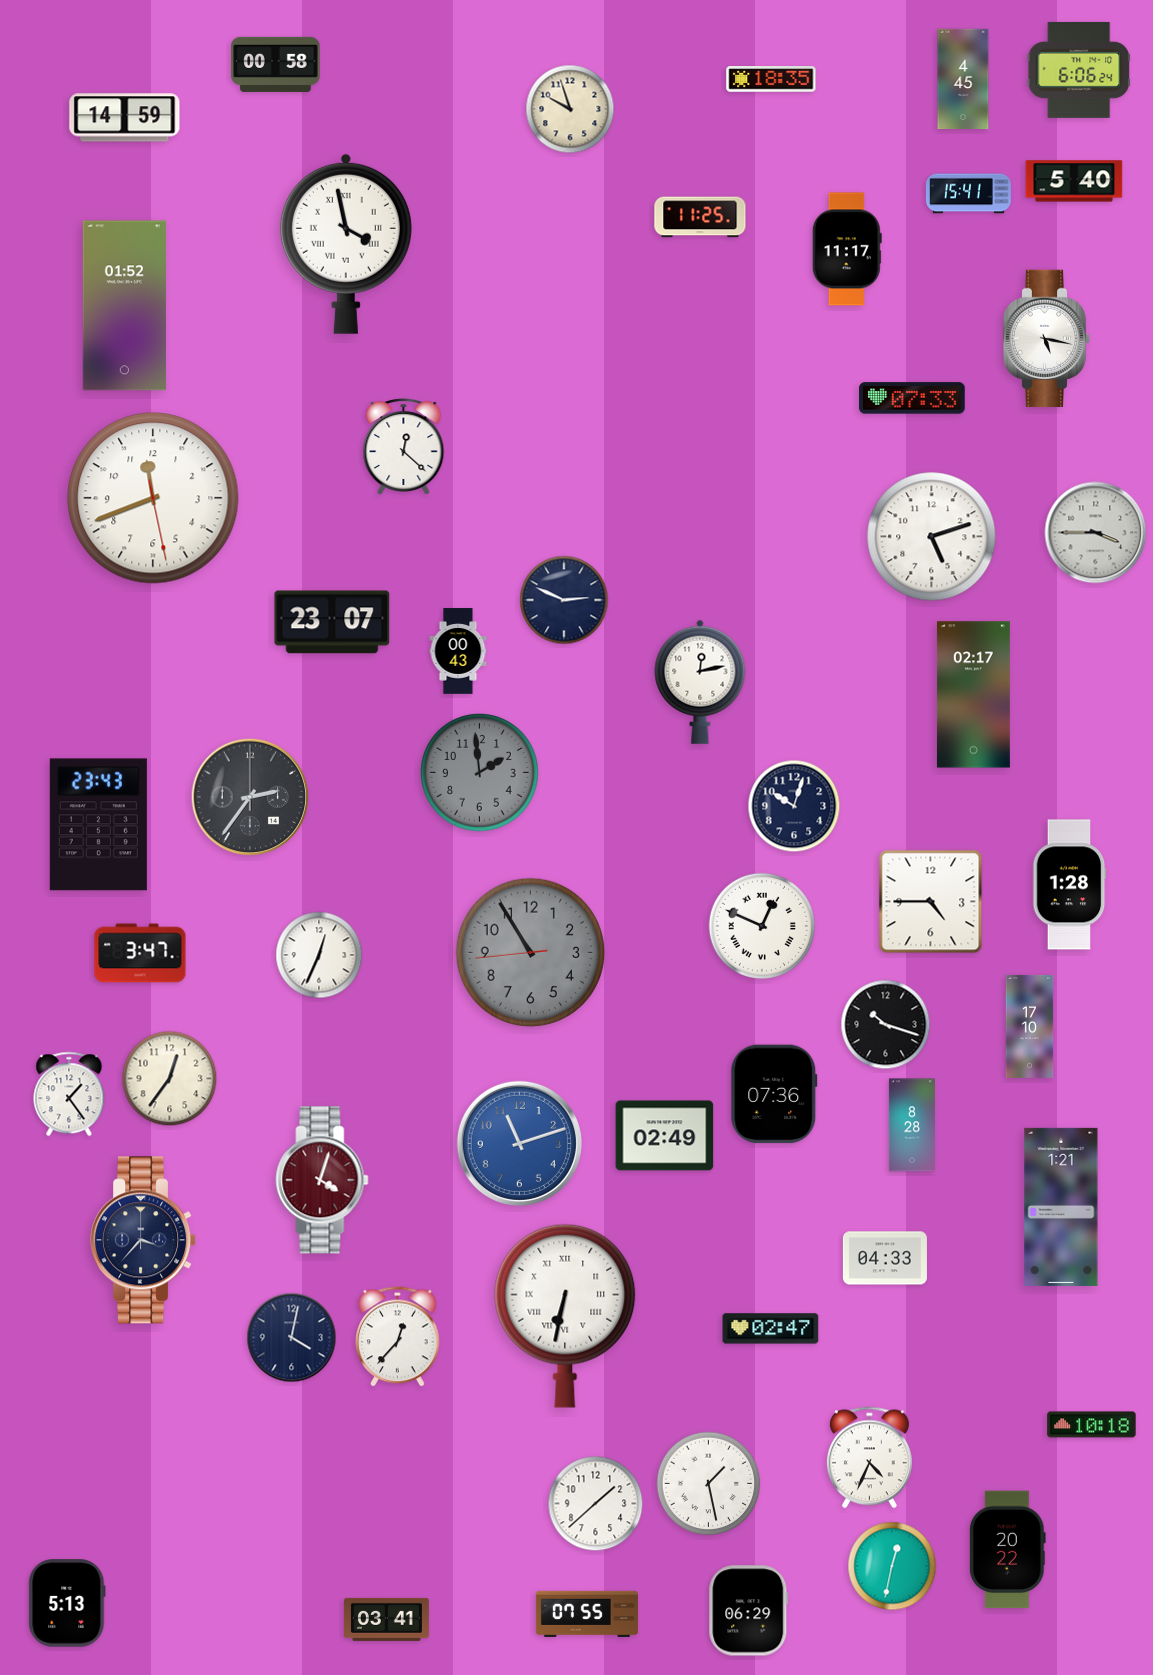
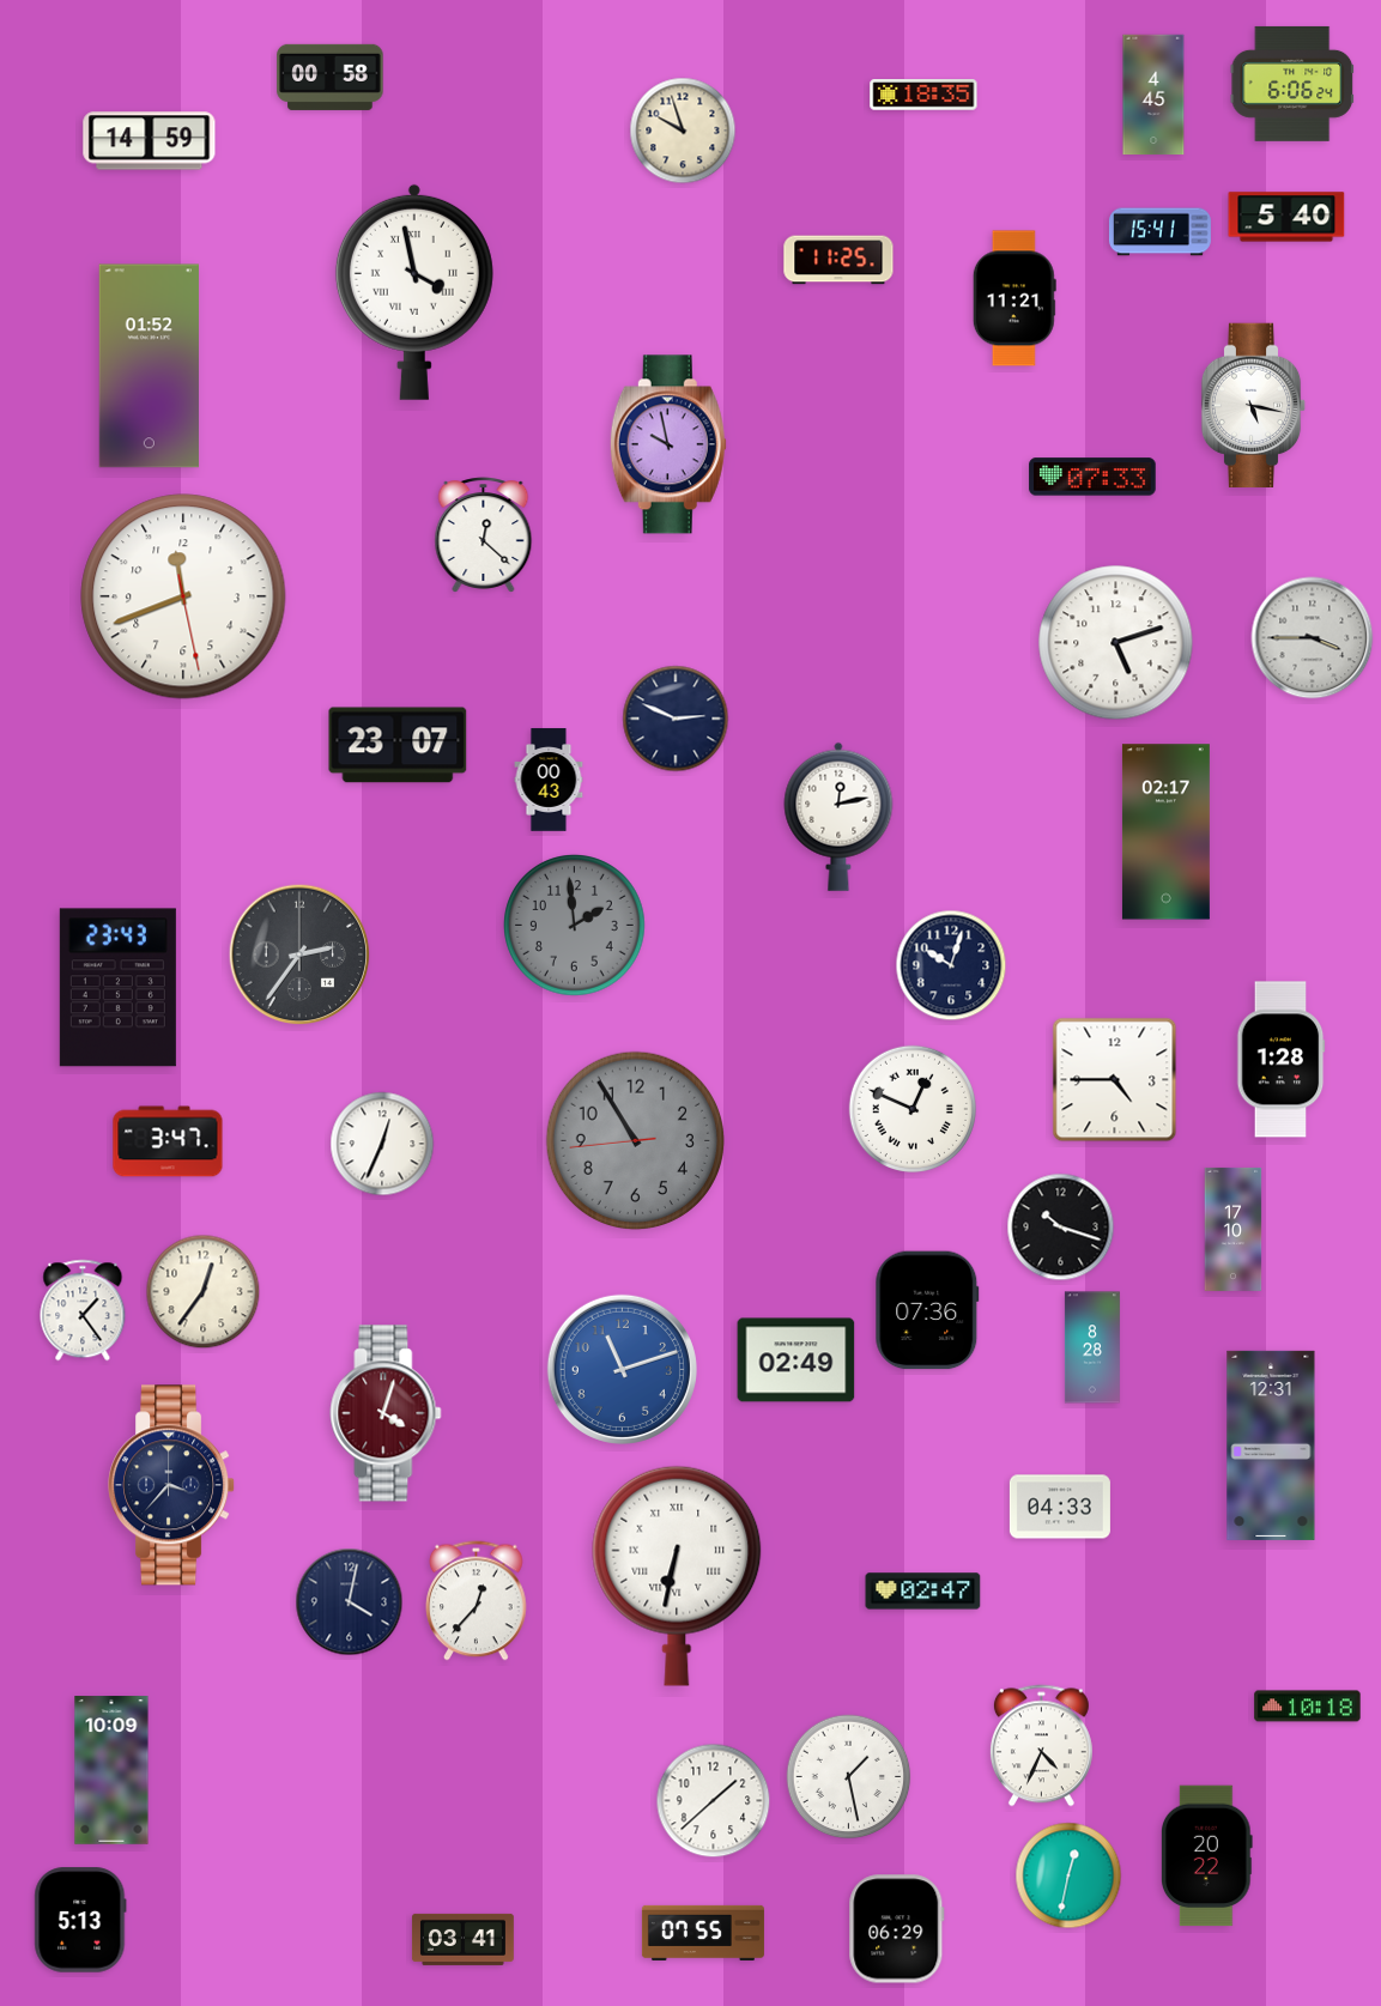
clock at (847, 249): 11:17 -> 11:21
clock at (668, 444): none -> 9:58
clock at (1061, 1207): 1:21 -> 12:31
clock at (111, 1770): none -> 10:09
